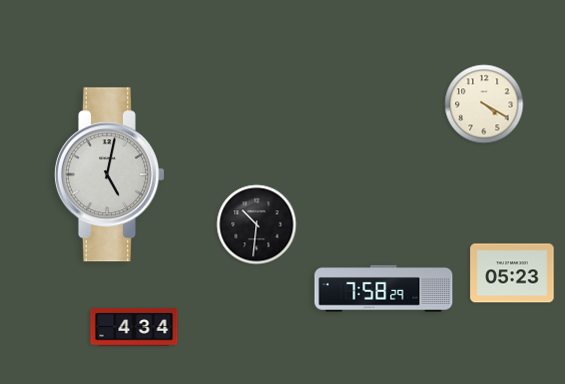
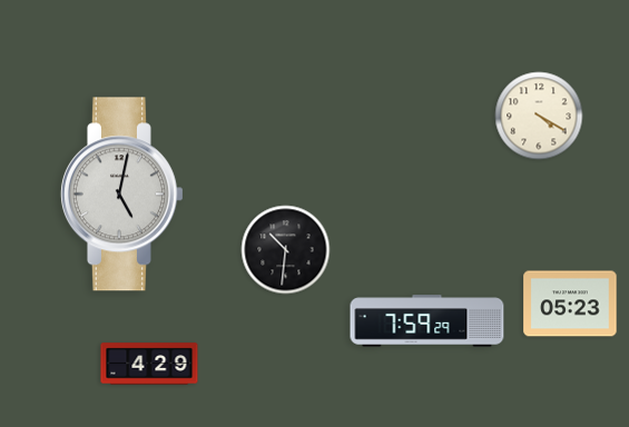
clock at (384, 289): 7:58 -> 7:59
clock at (134, 327): 4:34 -> 4:29
